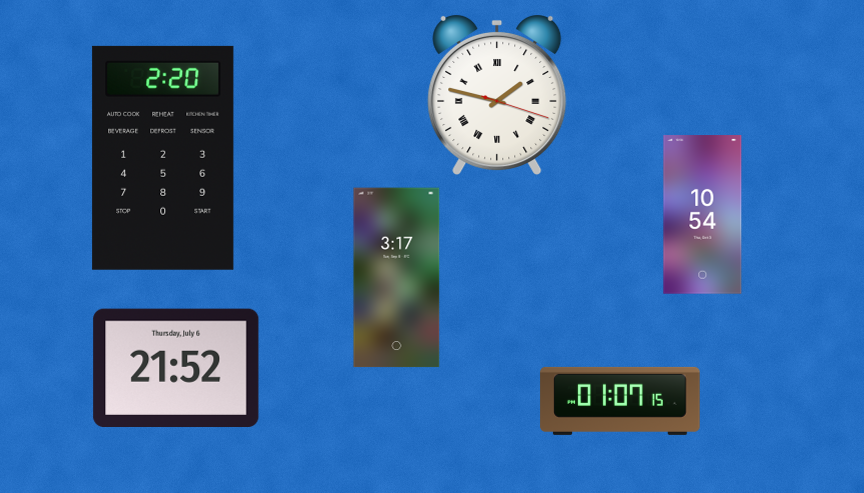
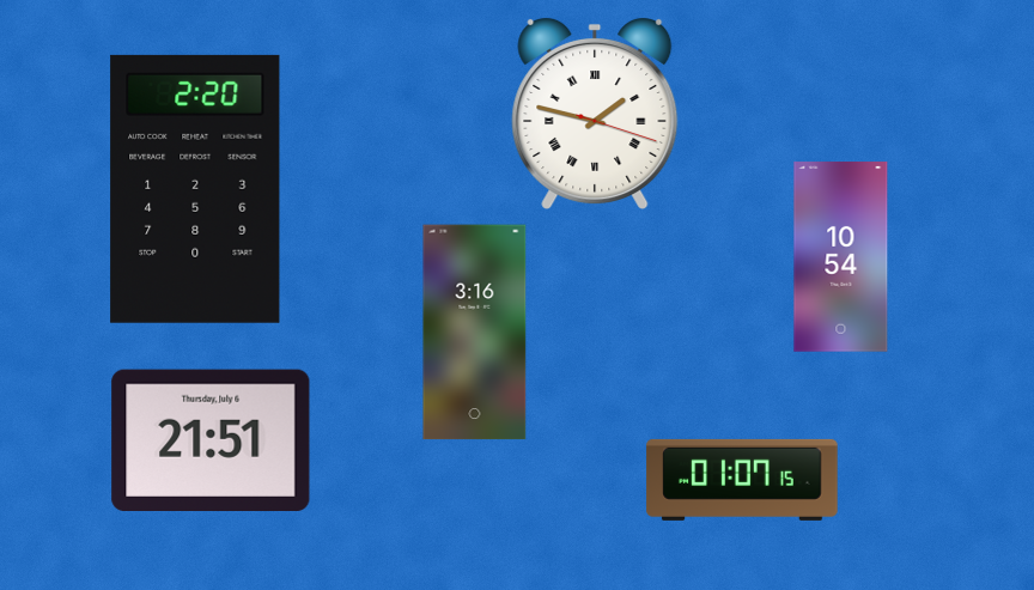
clock at (397, 278): 3:17 -> 3:16
clock at (176, 367): 21:52 -> 21:51
